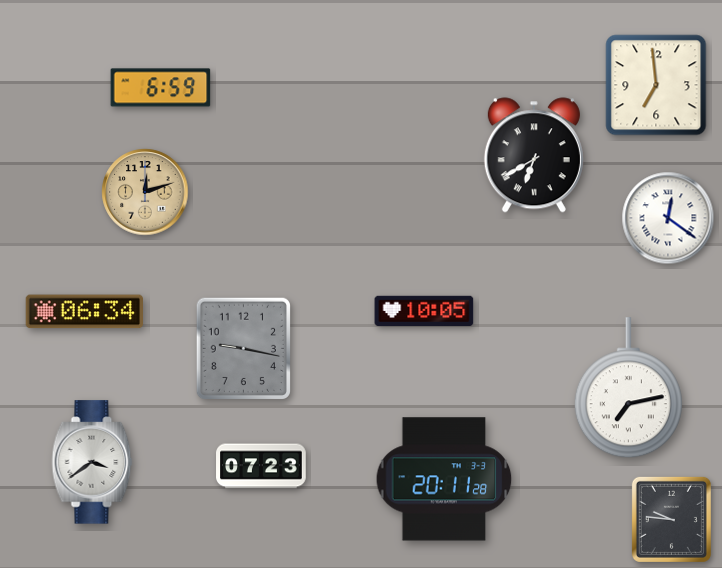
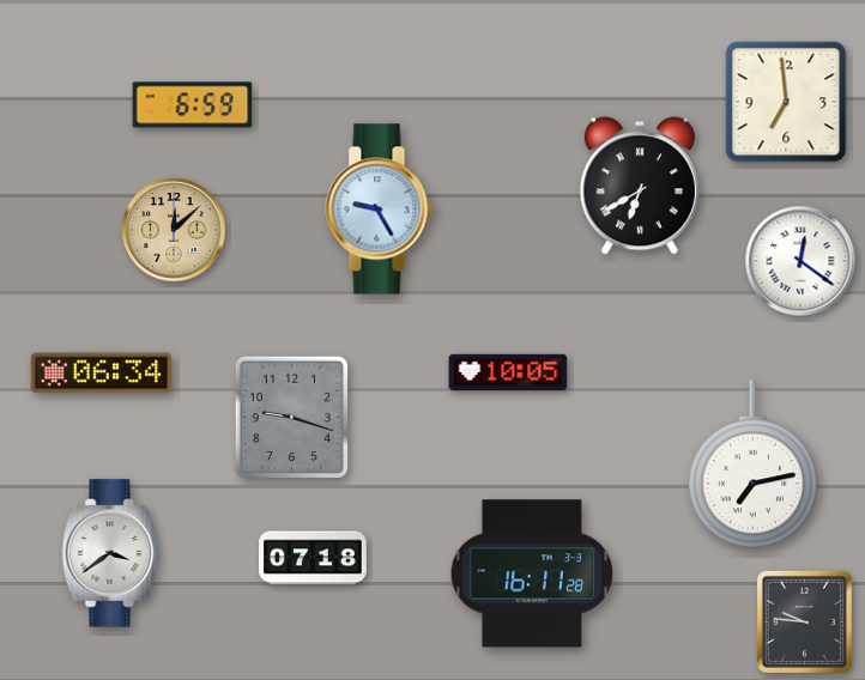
clock at (380, 210): none -> 9:25
clock at (145, 192): 12:12 -> 12:08
clock at (243, 348): 9:17 -> 9:18
clock at (261, 466): 07:23 -> 07:18
clock at (444, 479): 20:11 -> 16:11
